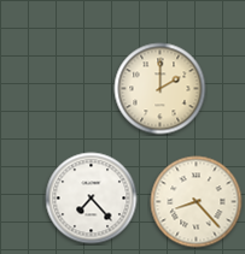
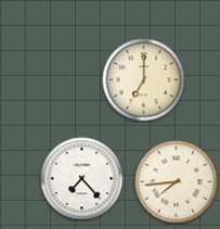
clock at (161, 89): 2:00 -> 7:00
clock at (197, 202): 8:23 -> 7:44
